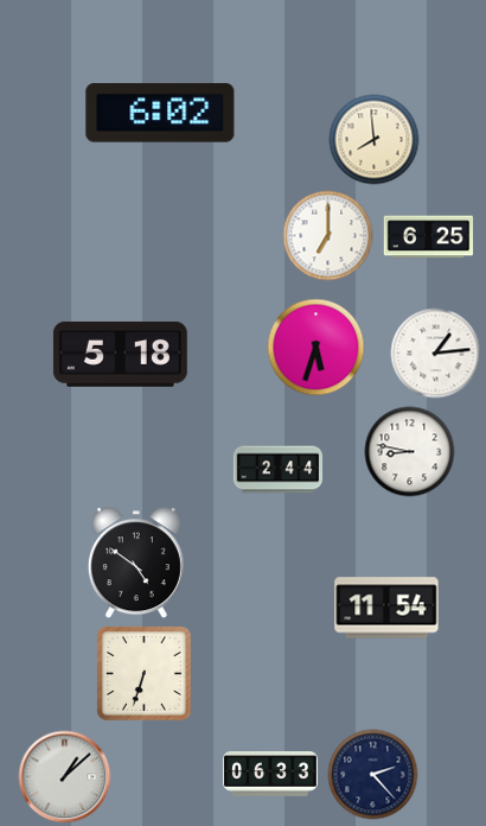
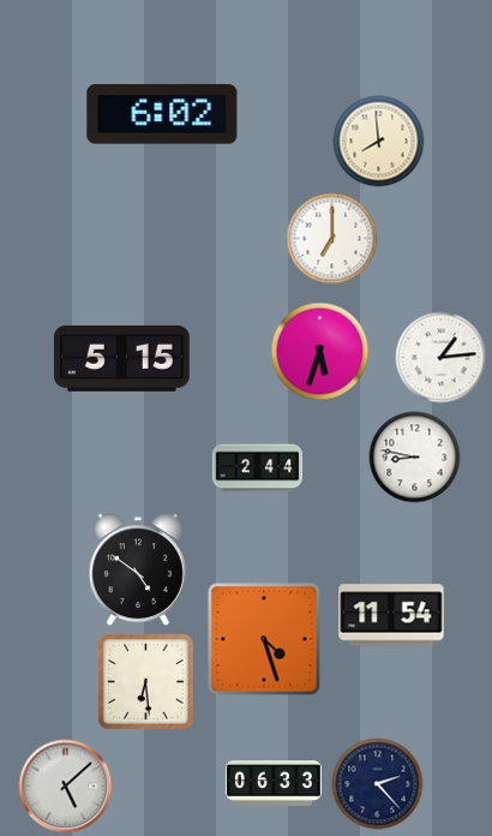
clock at (429, 237): 6:25 -> none
clock at (120, 354): 5:18 -> 5:15
clock at (279, 470) position: (279, 470) -> (258, 468)
clock at (264, 639): none -> 4:27
clock at (143, 673): 6:33 -> 6:29
clock at (65, 777): 1:08 -> 5:08
